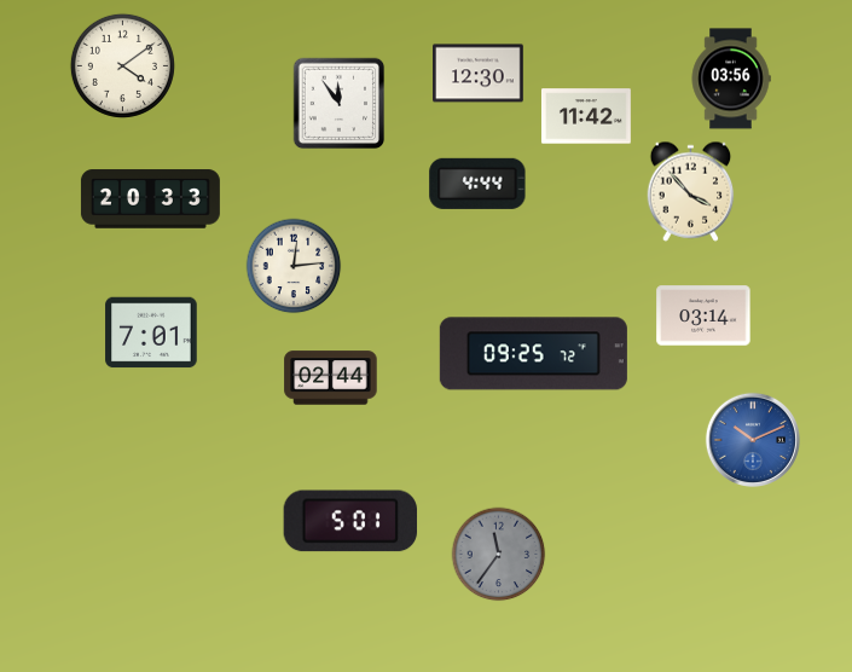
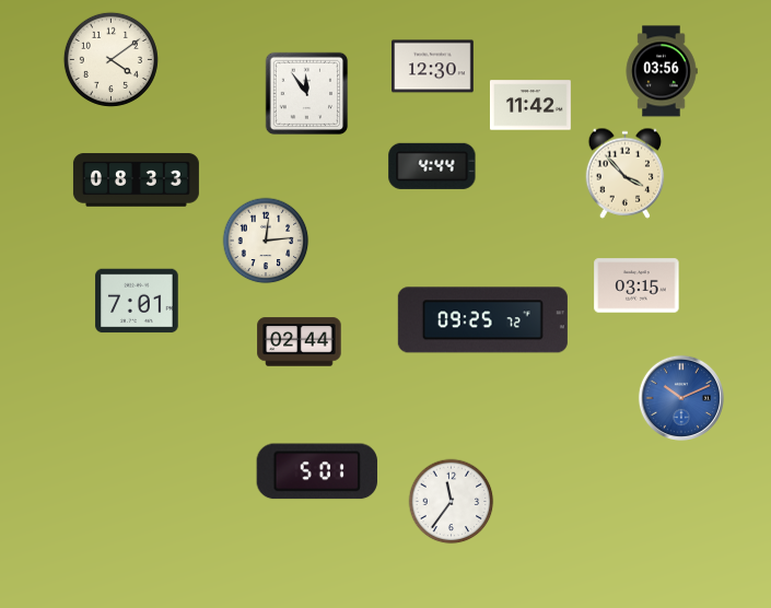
clock at (150, 199): 20:33 -> 08:33
clock at (703, 315): 03:14 -> 03:15
clock at (499, 555) dial: grey -> white
